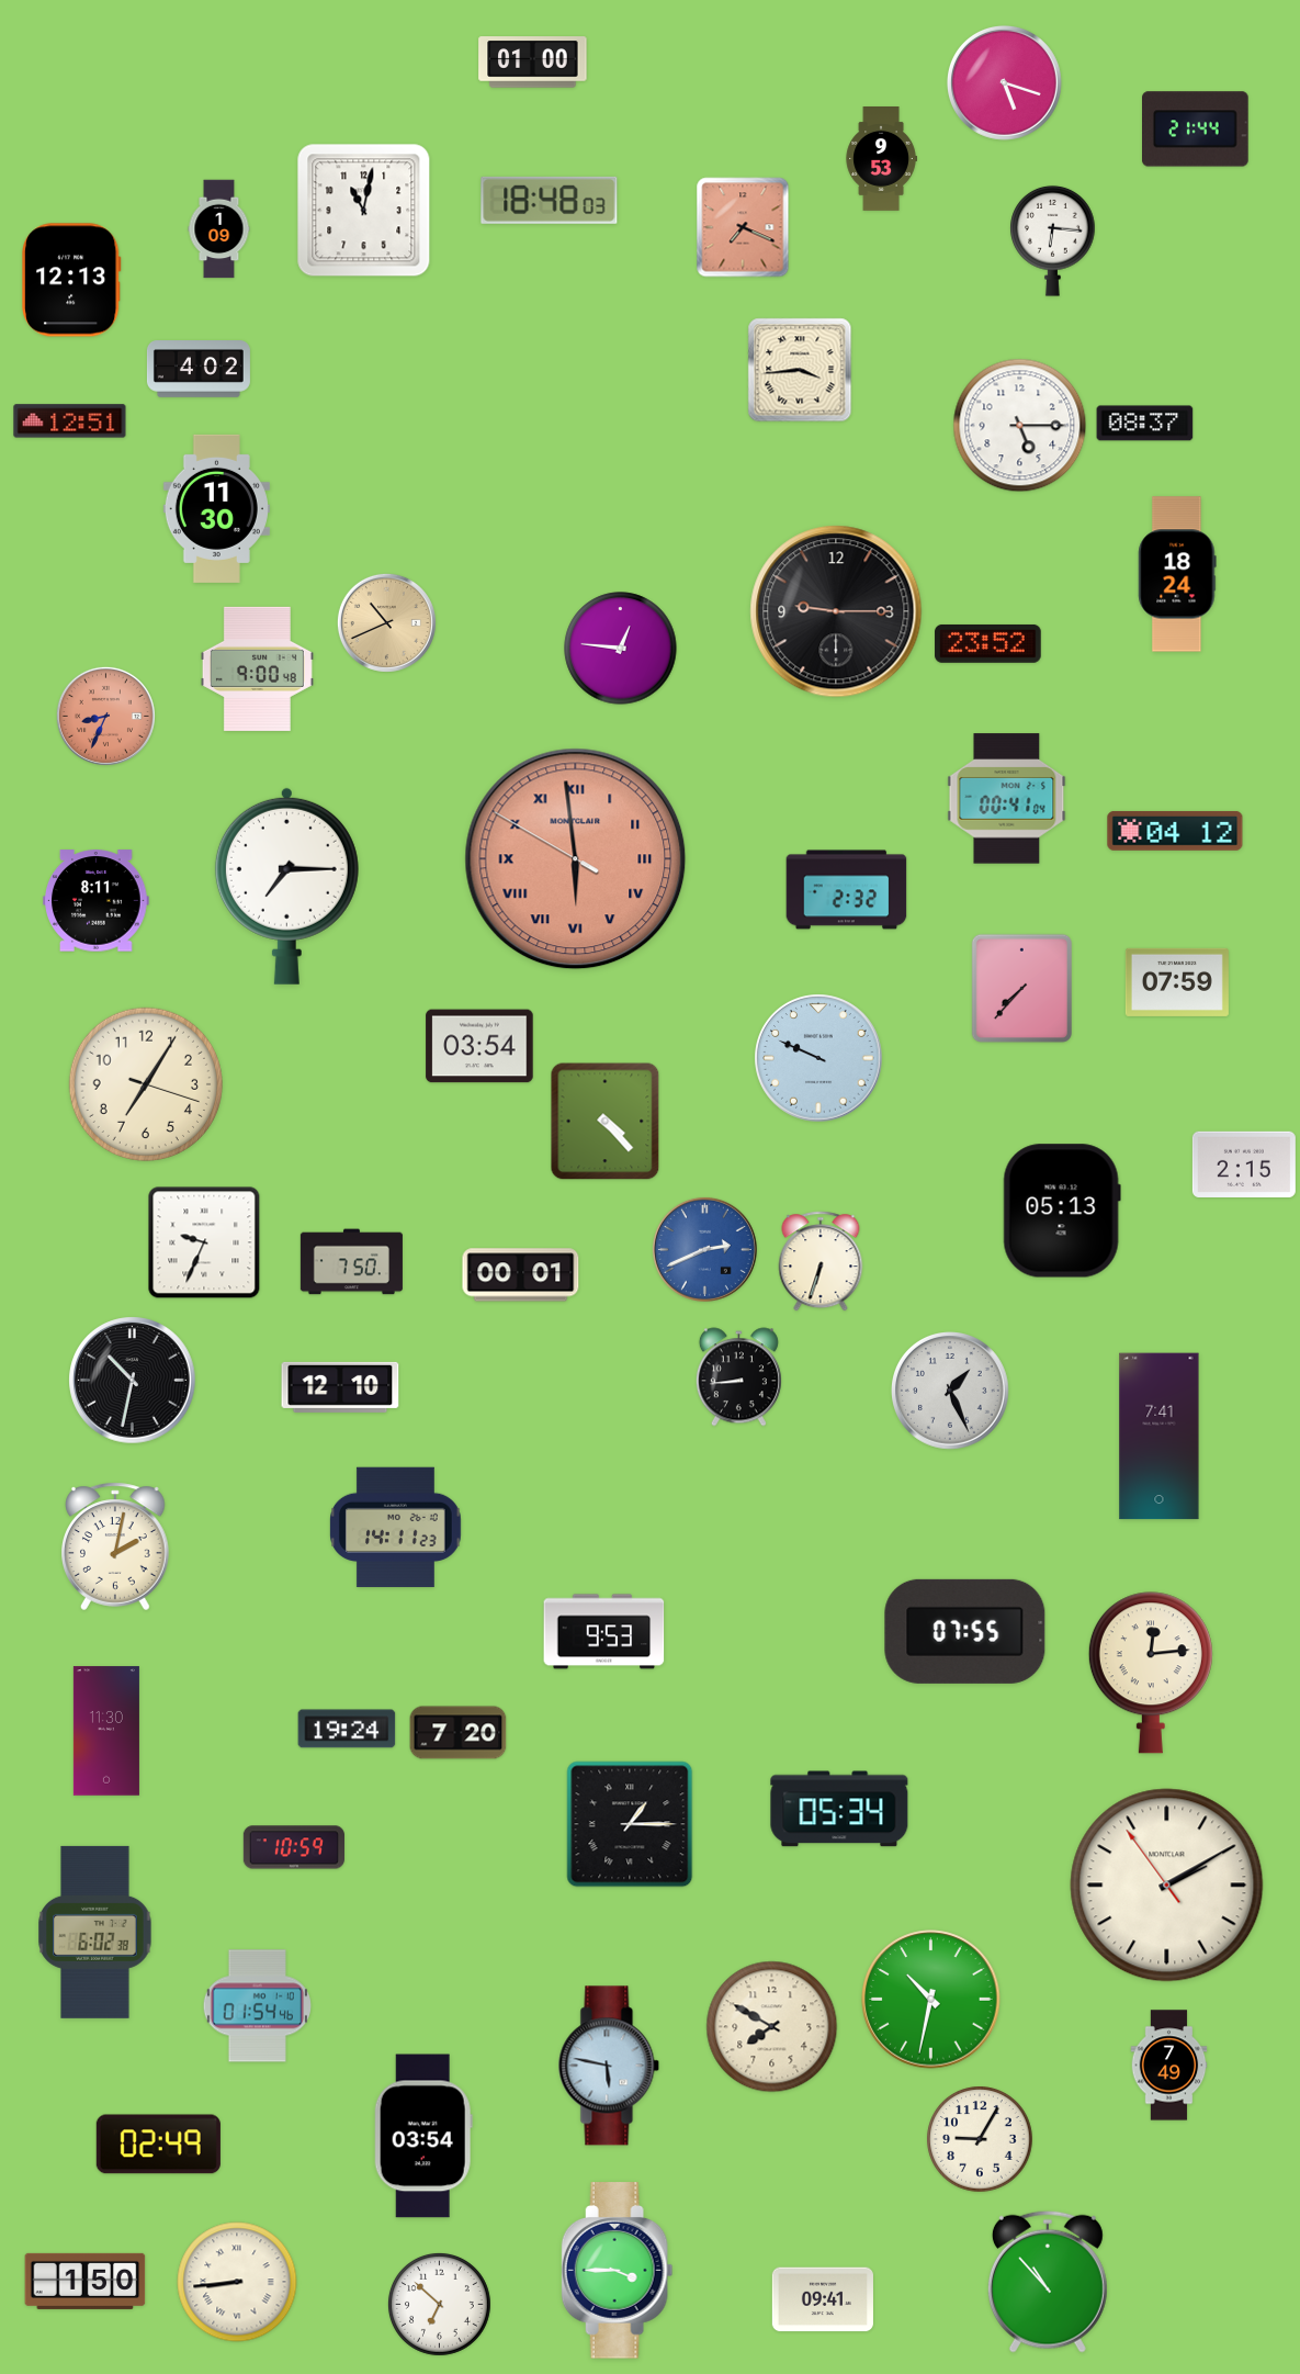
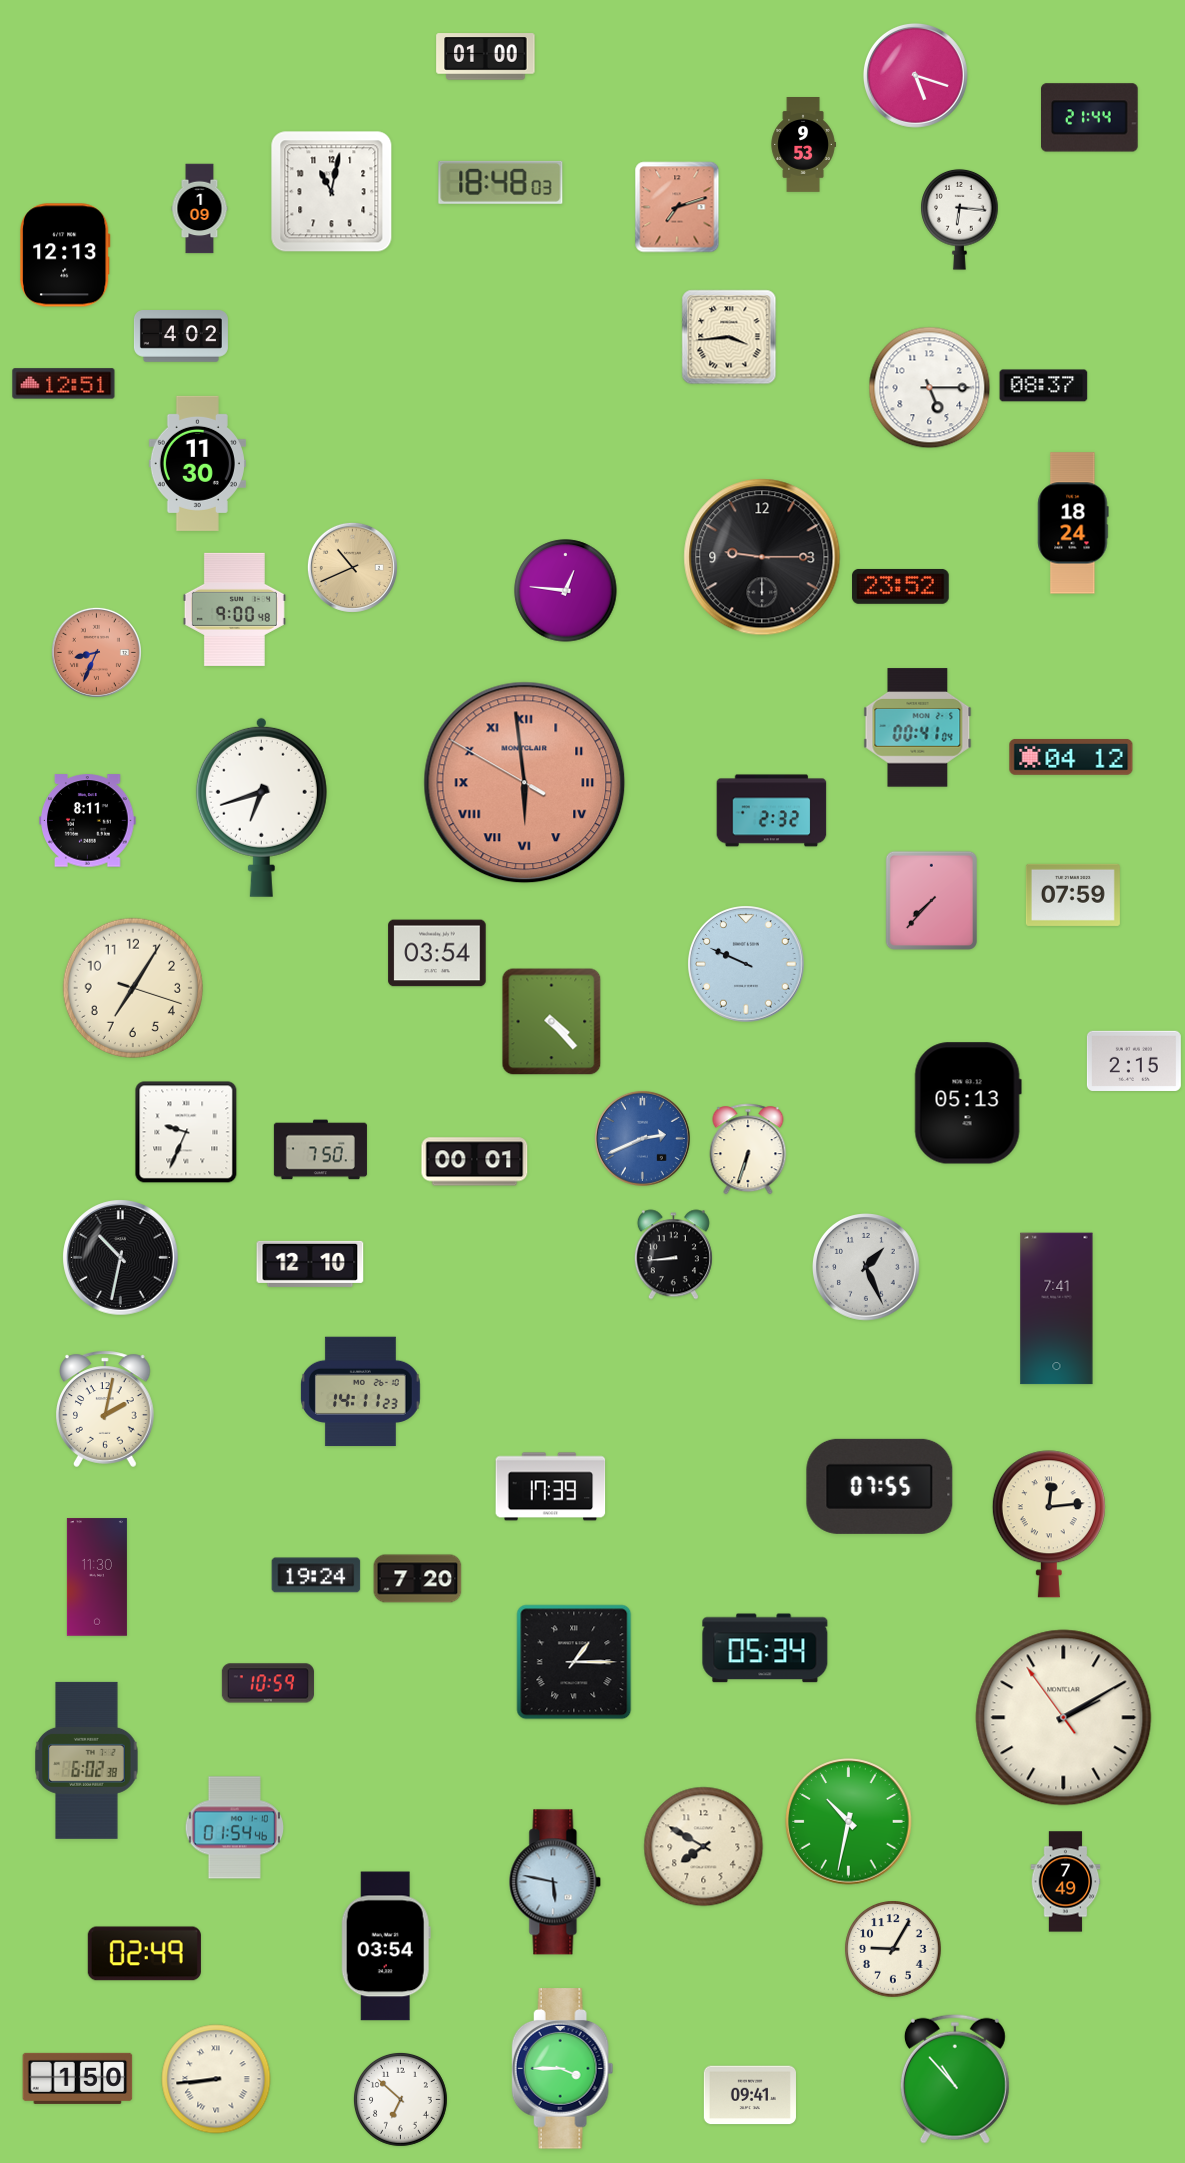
clock at (743, 227): 7:19 -> 7:12
clock at (286, 886): 7:15 -> 6:42
clock at (604, 1632): 9:53 -> 17:39
